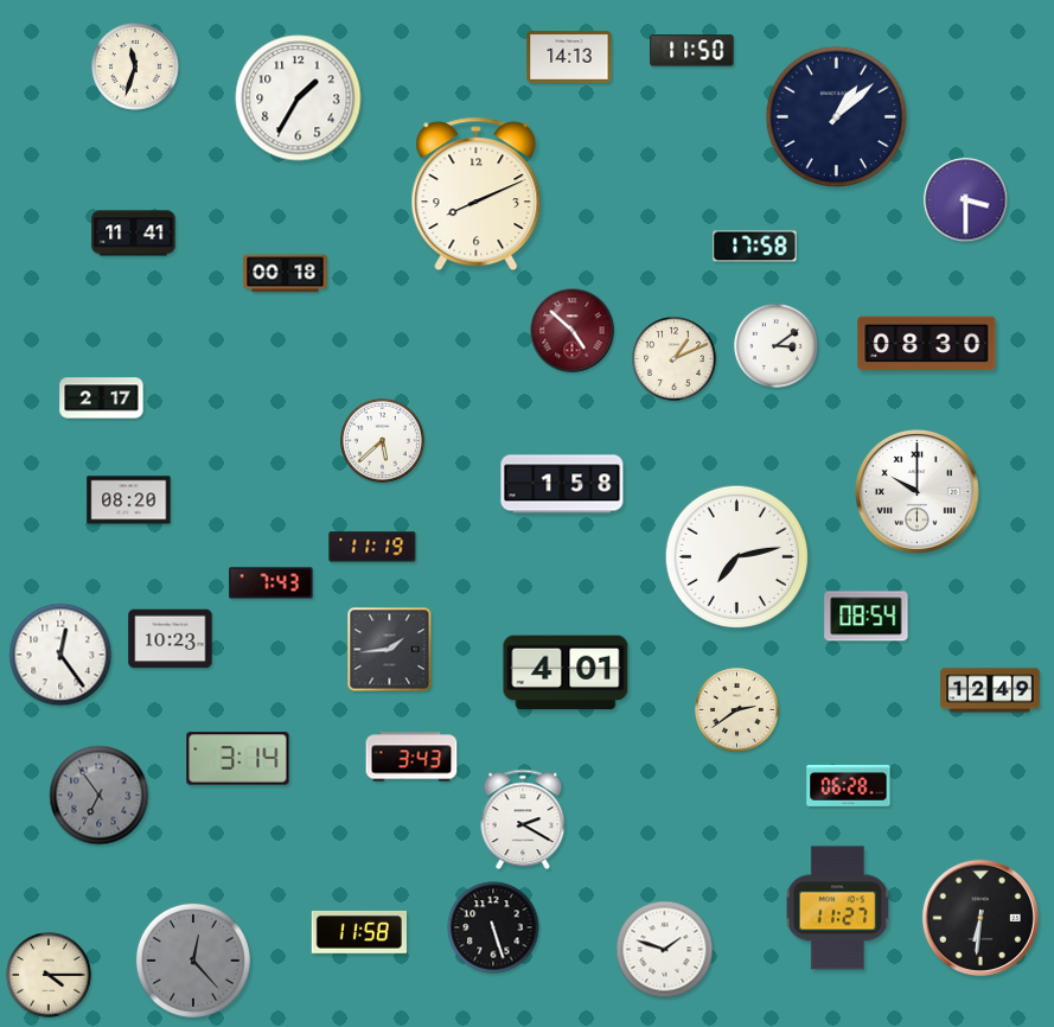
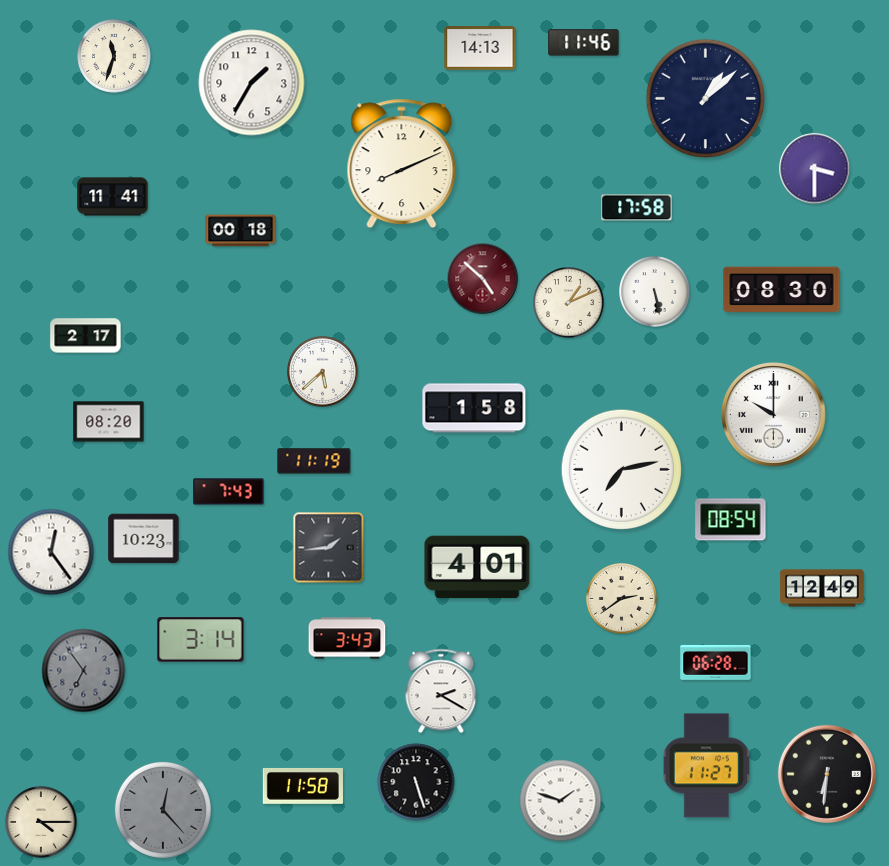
clock at (692, 51): 11:50 -> 11:46
clock at (777, 346): 3:09 -> 5:28
clock at (990, 690) position: (990, 690) -> (822, 588)
